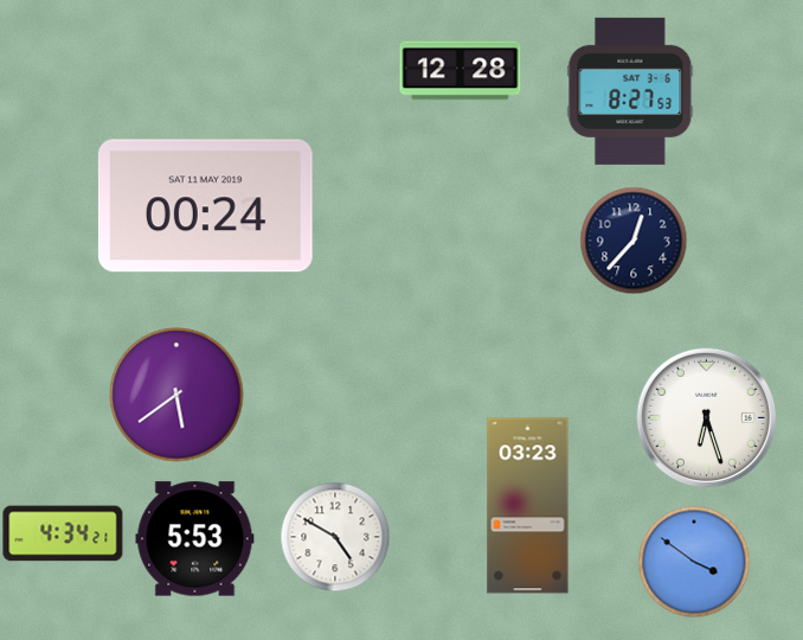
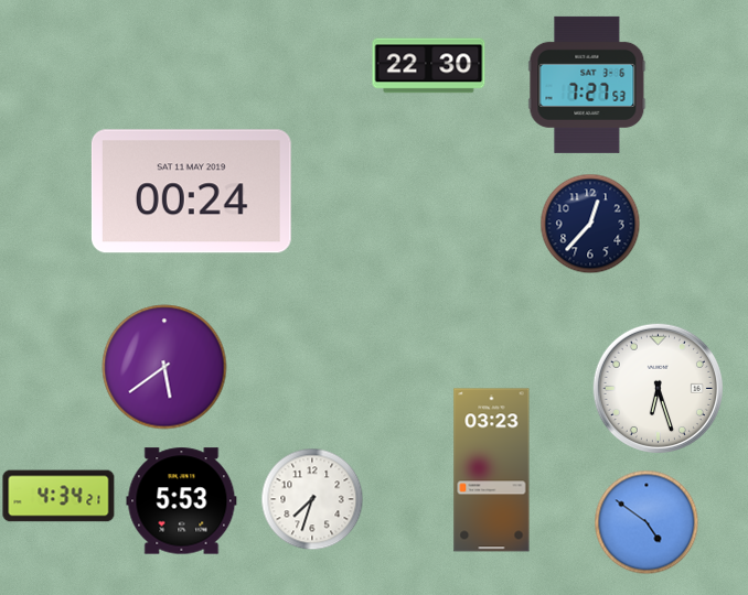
clock at (461, 71): 12:28 -> 22:30
clock at (630, 91): 8:27 -> 7:27
clock at (335, 537): 4:50 -> 7:33
clock at (694, 562): 3:51 -> 4:51
